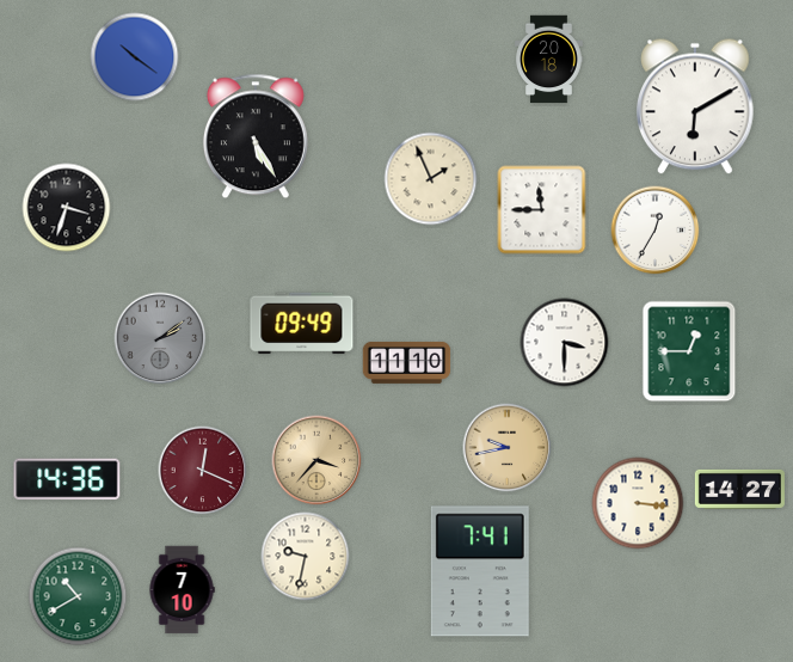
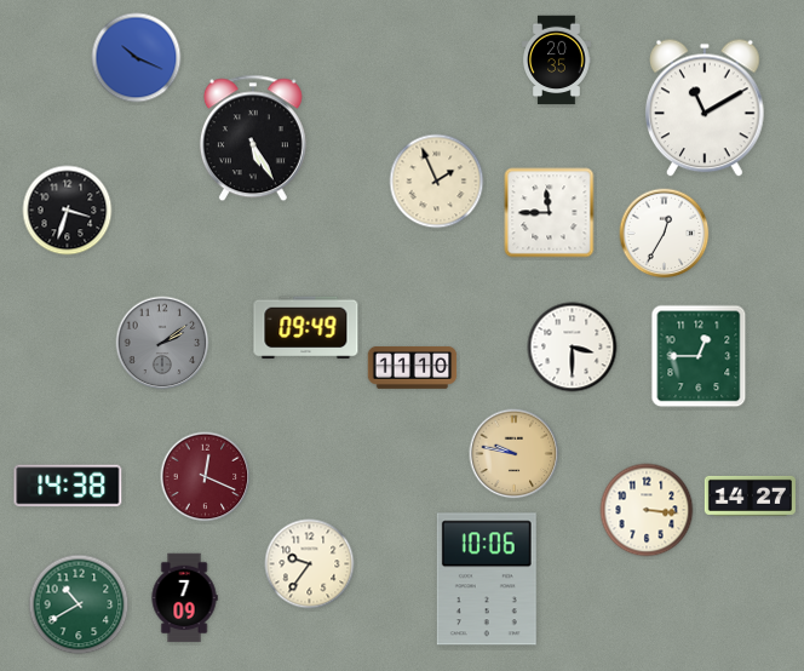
clock at (135, 57): 10:21 -> 10:19
clock at (549, 60): 20:18 -> 20:35
clock at (695, 106): 6:10 -> 11:10
clock at (256, 136) position: (256, 136) -> (253, 138)
clock at (508, 448): 9:43 -> 9:47
clock at (316, 460): 3:37 -> none
clock at (67, 479): 14:36 -> 14:38
clock at (306, 557): 9:32 -> 9:36
clock at (480, 571): 7:41 -> 10:06
clock at (182, 590): 7:10 -> 7:09
